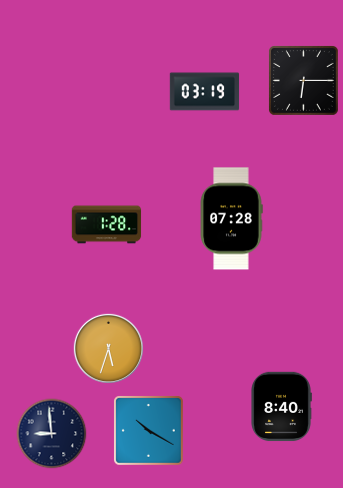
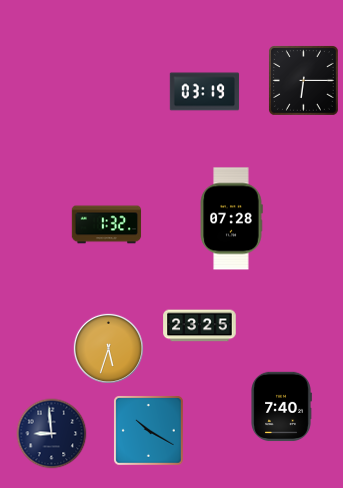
clock at (107, 225): 1:28 -> 1:32
clock at (200, 326): none -> 23:25
clock at (281, 407): 8:40 -> 7:40
